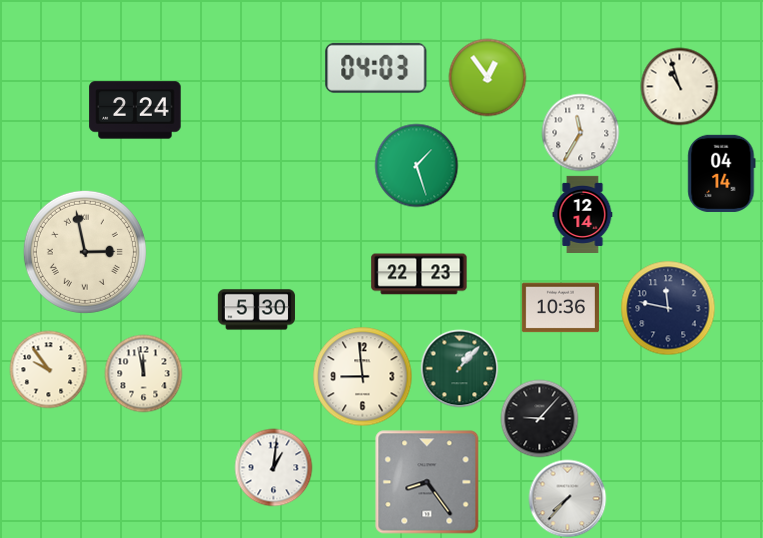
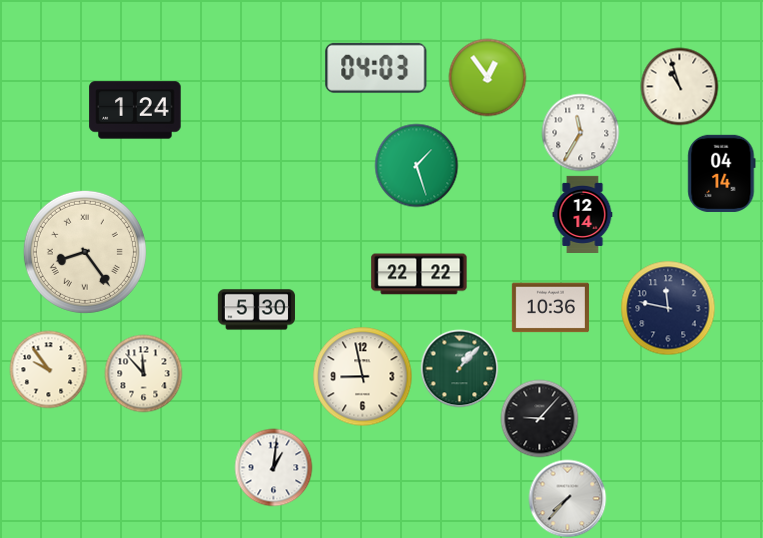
clock at (135, 110): 2:24 -> 1:24
clock at (85, 252): 2:58 -> 8:24
clock at (419, 274): 22:23 -> 22:22
clock at (560, 308) position: (560, 308) -> (550, 308)
clock at (143, 373): 11:58 -> 11:53
clock at (363, 377): 8:59 -> 8:58
clock at (427, 482): 8:24 -> none
